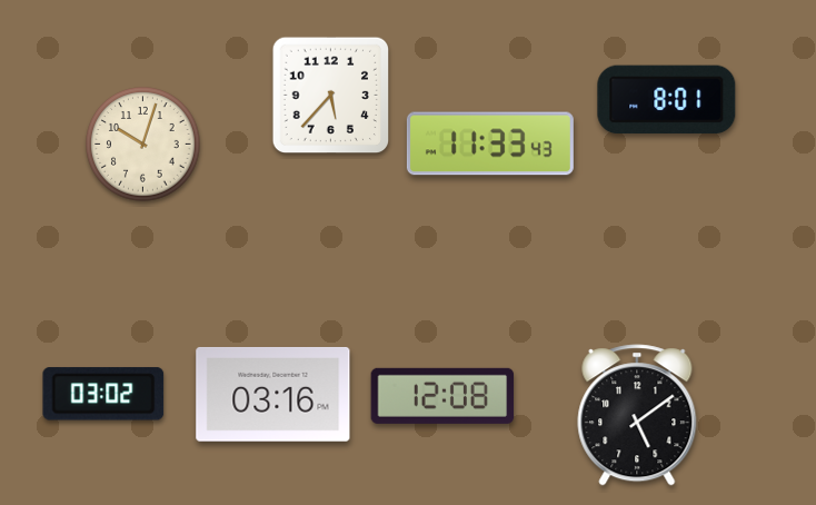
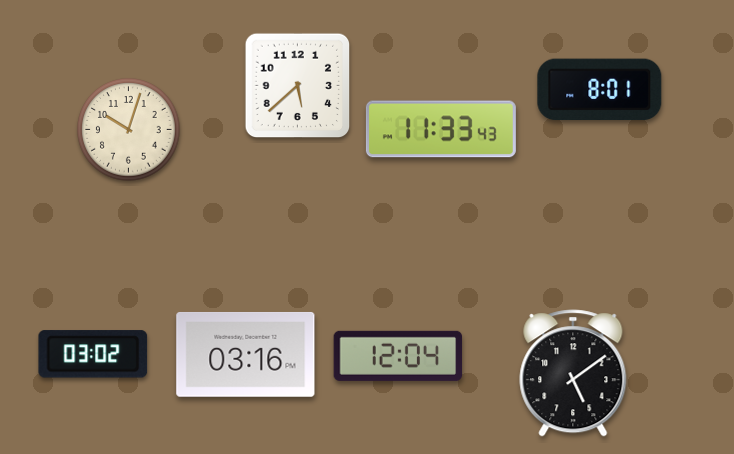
clock at (331, 96): 5:37 -> 5:38
clock at (442, 396): 12:08 -> 12:04
